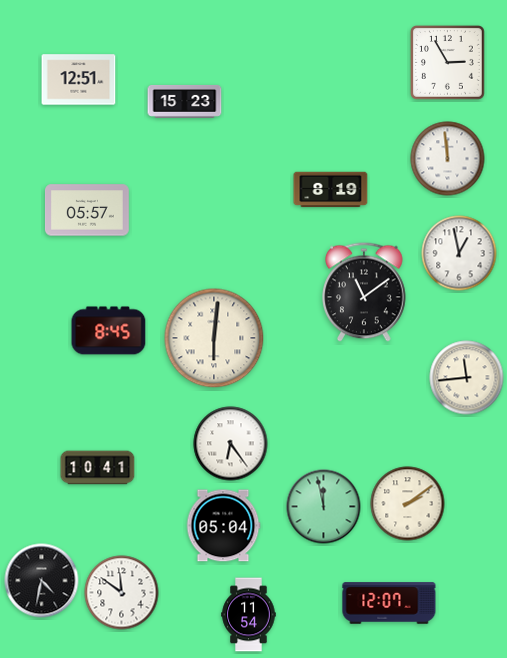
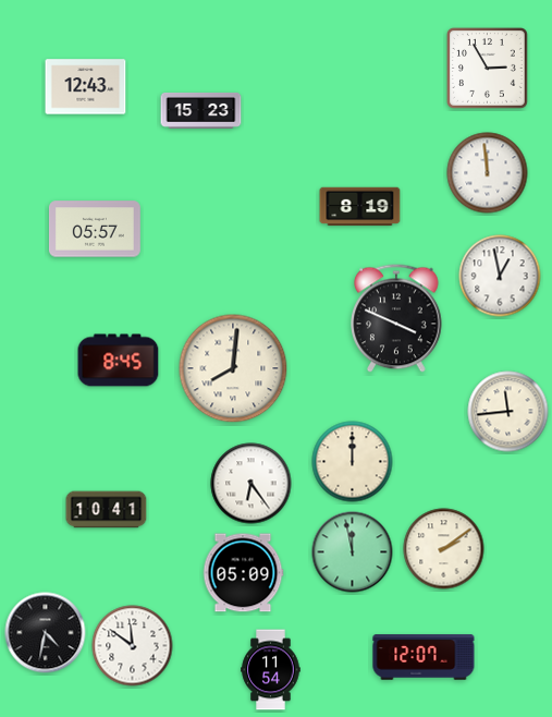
clock at (79, 80): 12:51 -> 12:43
clock at (364, 292): 11:09 -> 3:49
clock at (214, 338): 6:01 -> 8:01
clock at (353, 462): none -> 12:00
clock at (223, 526): 05:04 -> 05:09
